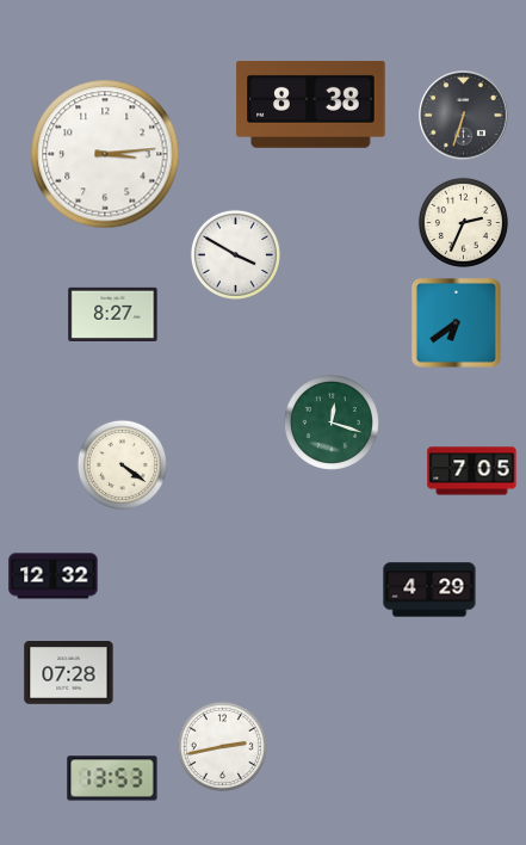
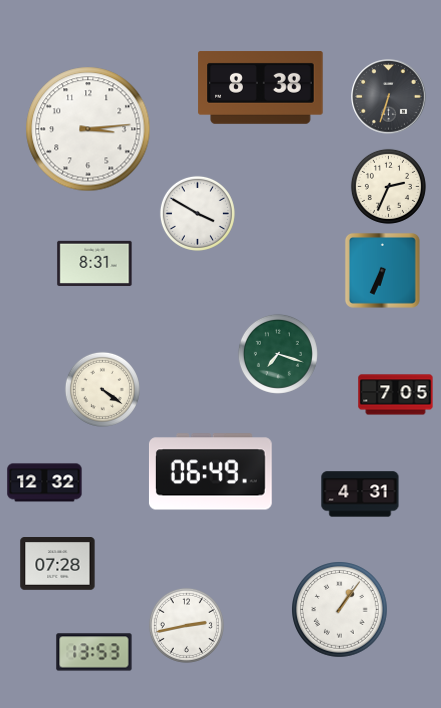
clock at (113, 314): 8:27 -> 8:31
clock at (456, 322): 6:39 -> 6:34
clock at (332, 422): 12:18 -> 7:18
clock at (210, 472): none -> 06:49
clock at (429, 590): 4:29 -> 4:31
clock at (340, 610): none -> 1:06
